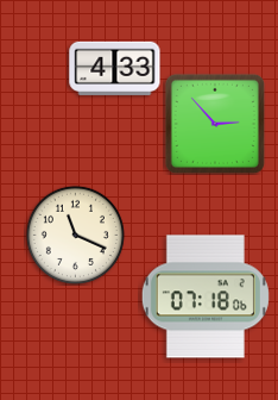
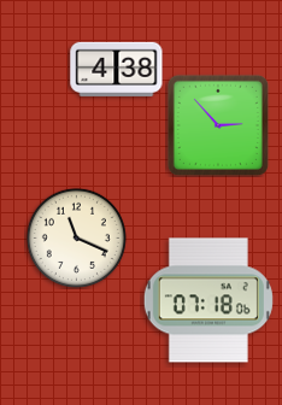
clock at (115, 68): 4:33 -> 4:38
